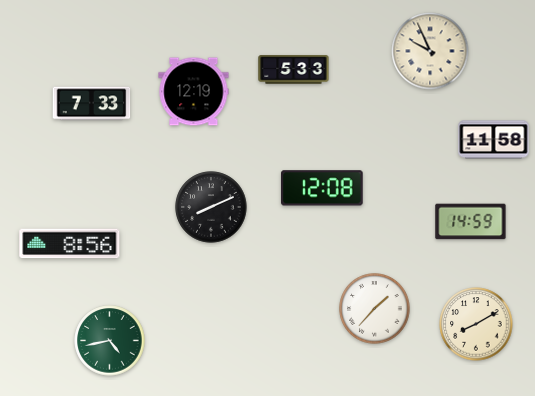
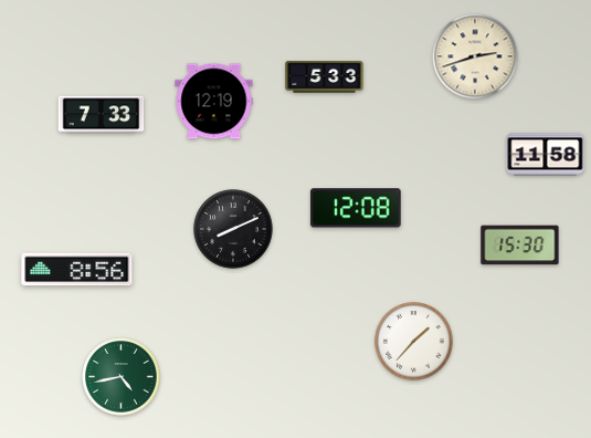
clock at (430, 51): 9:56 -> 2:42
clock at (471, 222): 14:59 -> 15:30
clock at (476, 324): 8:10 -> none
